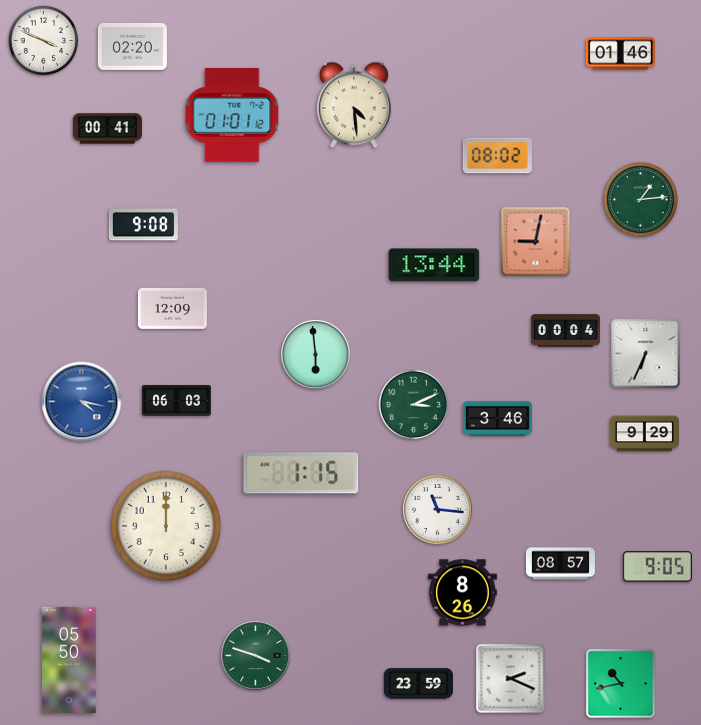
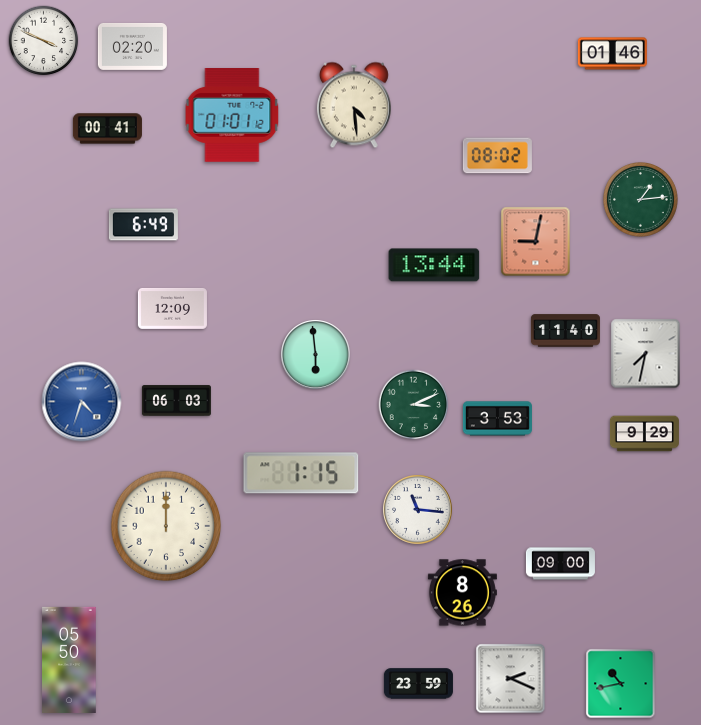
clock at (620, 54) position: (620, 54) -> (612, 54)
clock at (143, 225): 9:08 -> 6:49
clock at (565, 331): 00:04 -> 11:40
clock at (646, 354): 6:34 -> 7:32
clock at (82, 402): 4:17 -> 4:33
clock at (497, 419): 3:46 -> 3:53
clock at (438, 510) position: (438, 510) -> (418, 510)
clock at (560, 564): 08:57 -> 09:00
clock at (657, 567): 9:05 -> none
clock at (256, 656): 3:48 -> none
